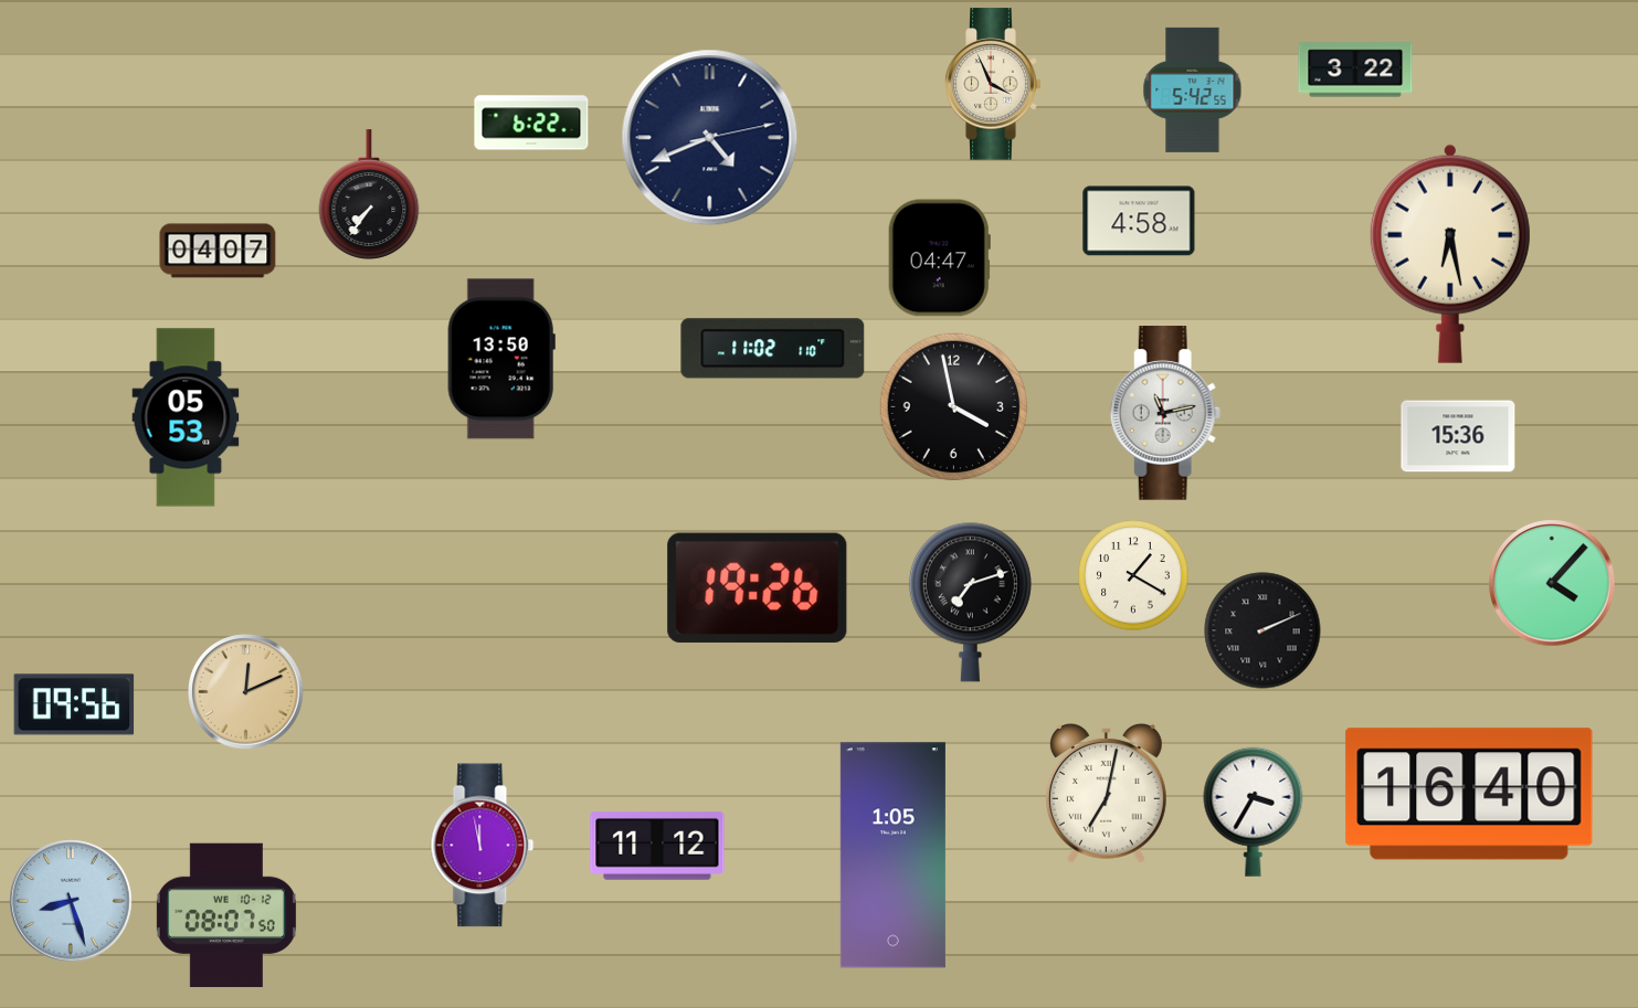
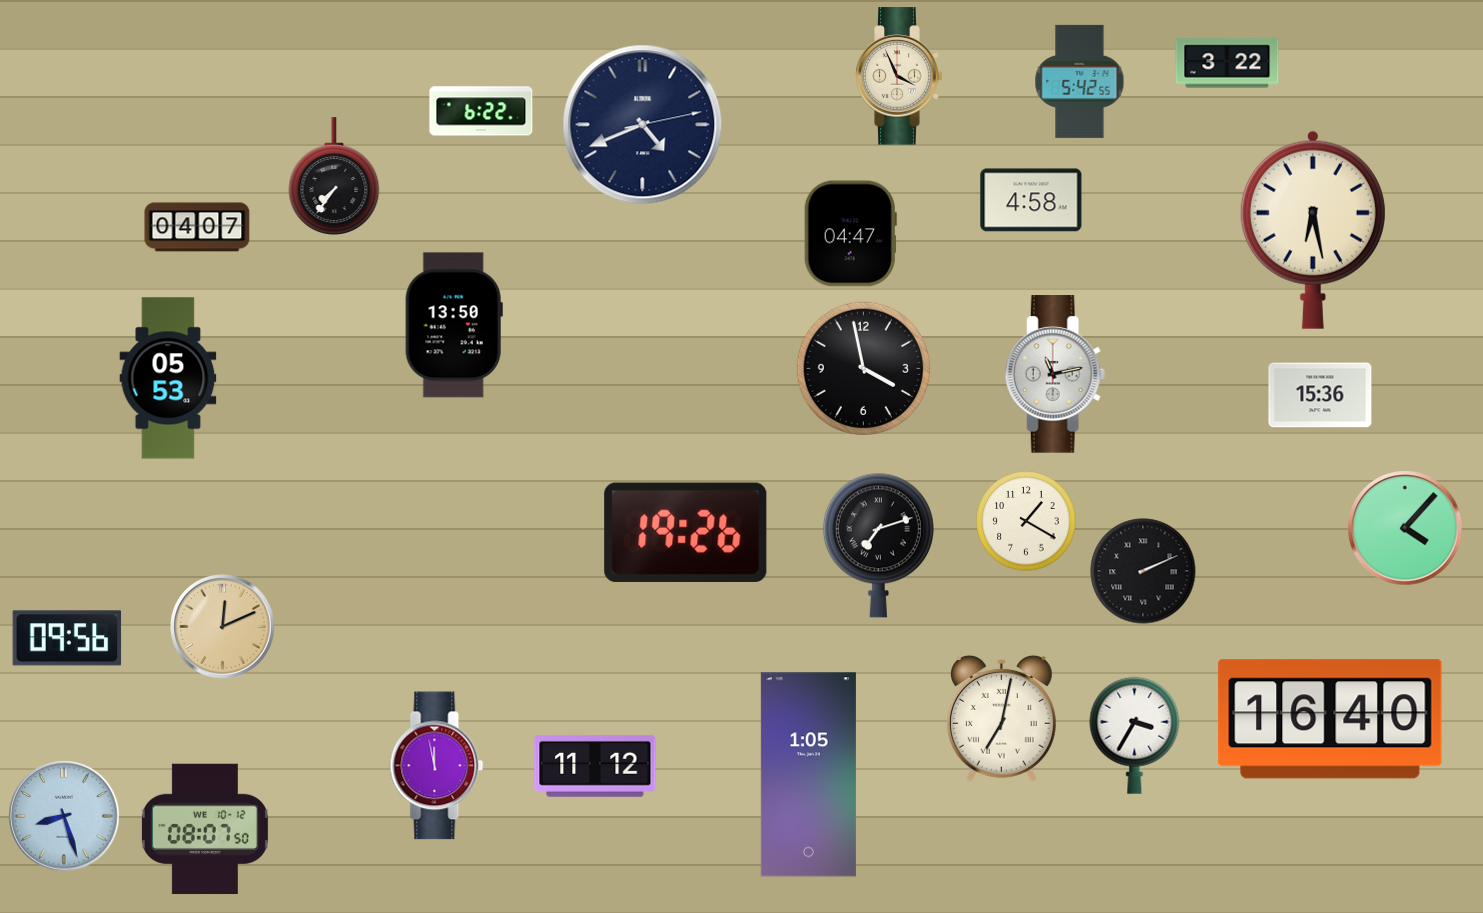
clock at (773, 349): 11:02 -> none
